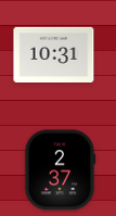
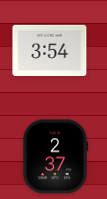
clock at (54, 55): 10:31 -> 3:54
